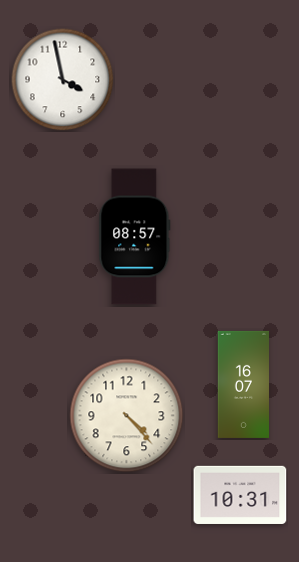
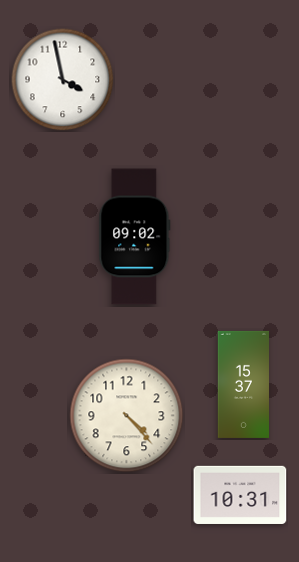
clock at (135, 237): 08:57 -> 09:02
clock at (244, 384): 16:07 -> 15:37
